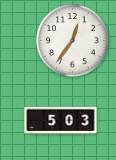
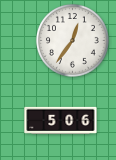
clock at (61, 120): 5:03 -> 5:06
